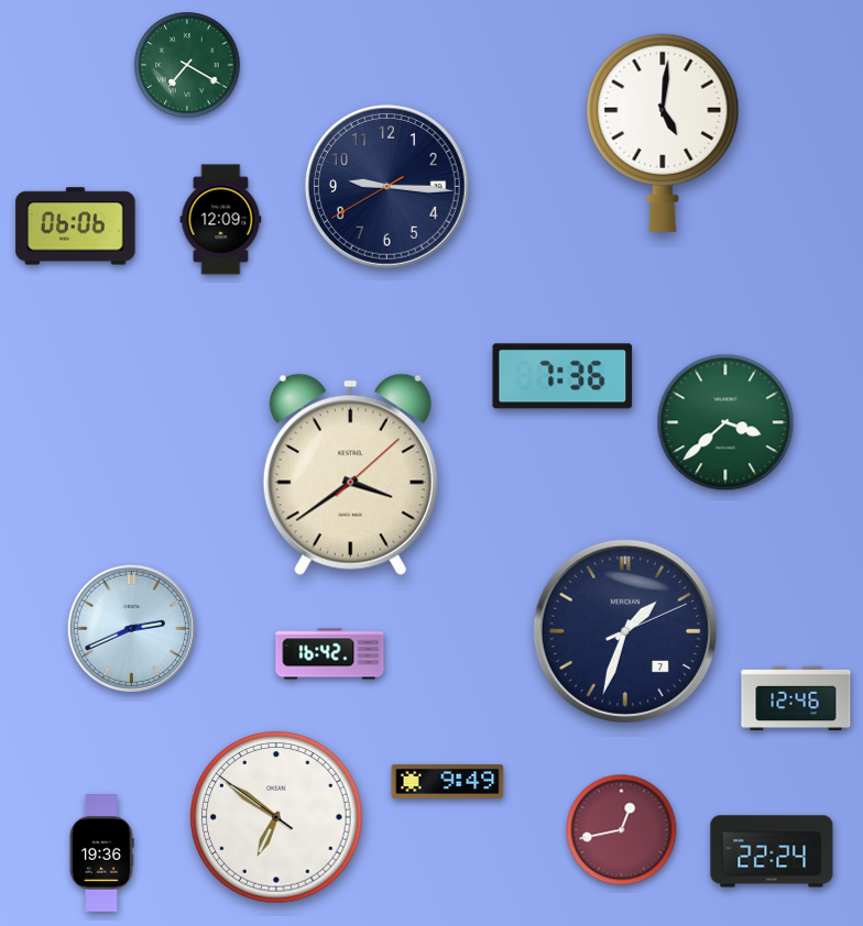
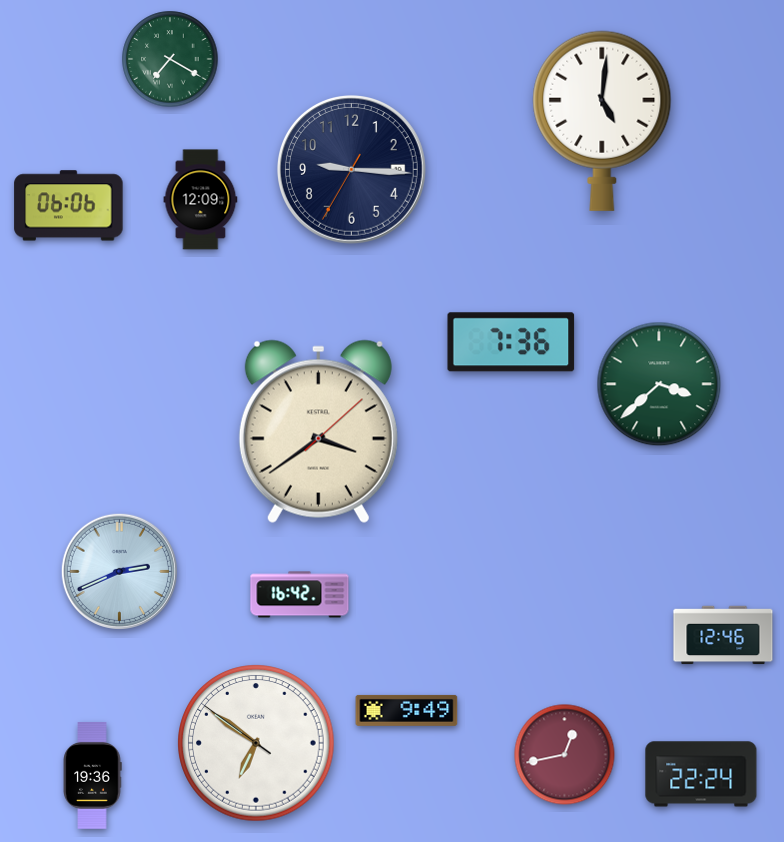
clock at (387, 187): 9:15:40 -> 9:15:35
clock at (625, 631): 1:33 -> none
clock at (276, 817) position: (276, 817) -> (256, 743)
